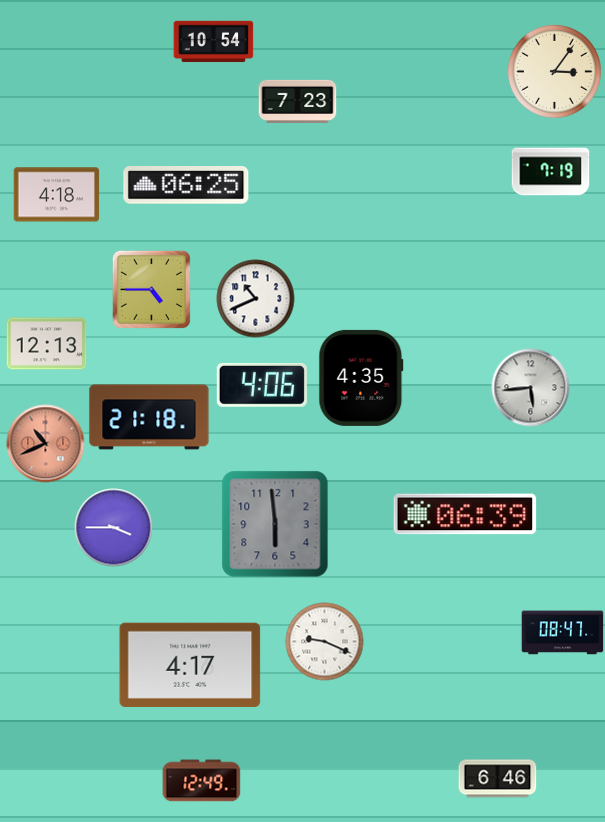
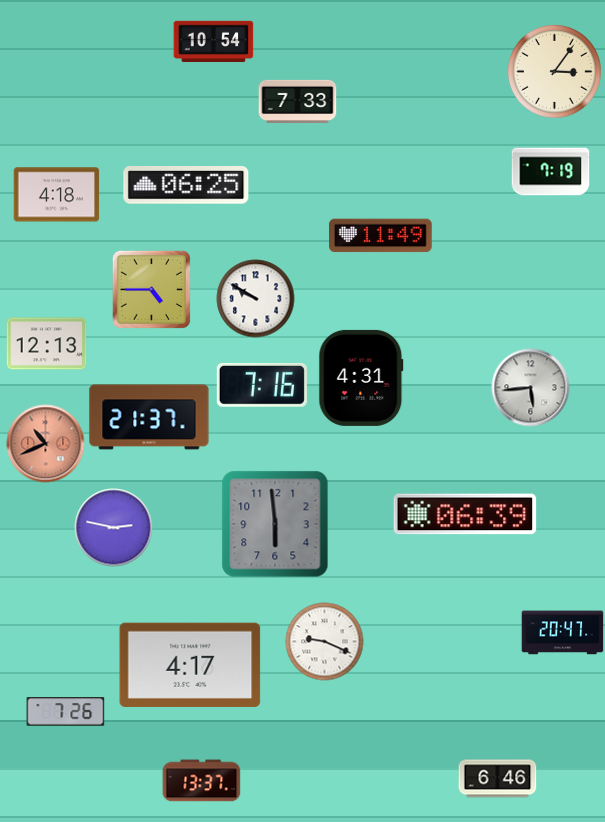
clock at (297, 101): 7:23 -> 7:33
clock at (381, 236): none -> 11:49
clock at (255, 298): 10:41 -> 9:50
clock at (361, 378): 4:35 -> 4:31
clock at (262, 385): 4:06 -> 7:16
clock at (149, 417): 21:18 -> 21:37
clock at (113, 527): 3:45 -> 2:47
clock at (562, 633): 08:47 -> 20:47
clock at (65, 712): none -> 7:26
clock at (201, 781): 12:49 -> 13:37
